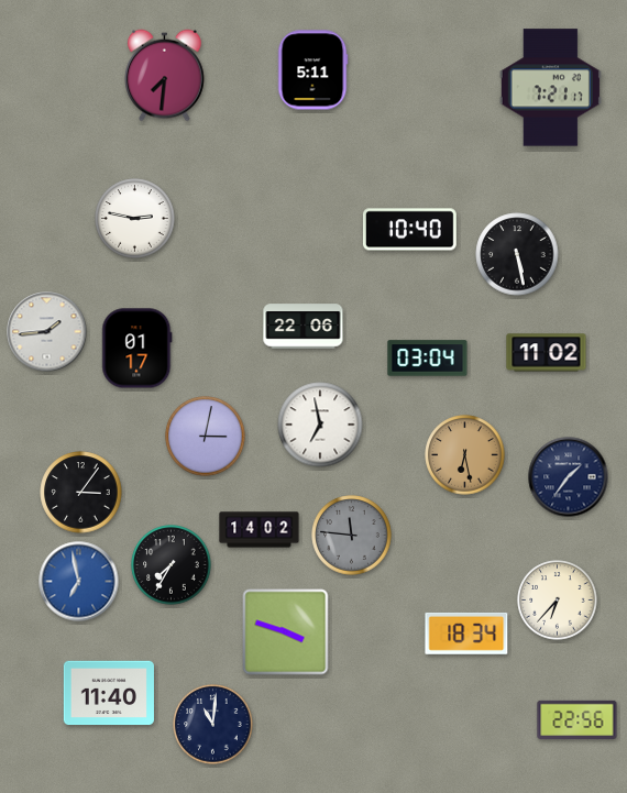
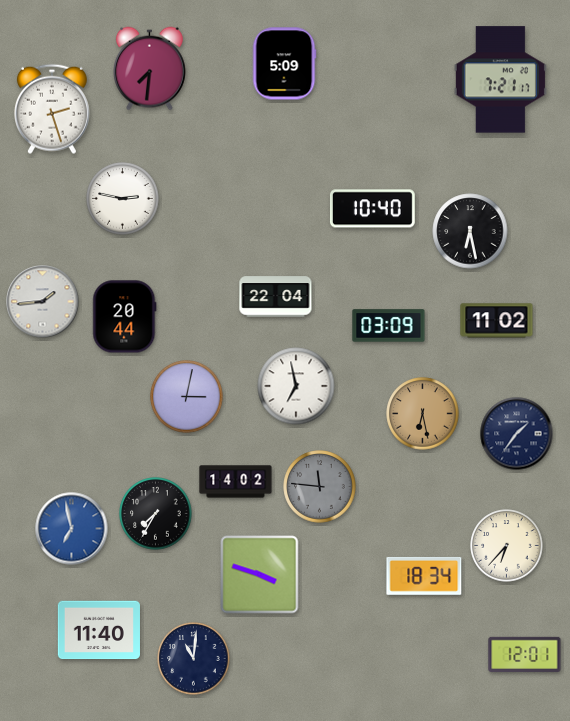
clock at (312, 70): 5:11 -> 5:09
clock at (52, 109): none -> 2:27
clock at (517, 254): 5:28 -> 6:28
clock at (304, 327): 22:06 -> 22:04
clock at (137, 349): 01:17 -> 20:44
clock at (428, 359): 03:04 -> 03:09
clock at (320, 425) position: (320, 425) -> (296, 386)
clock at (81, 493): 3:06 -> none
clock at (577, 719): 22:56 -> 12:01
